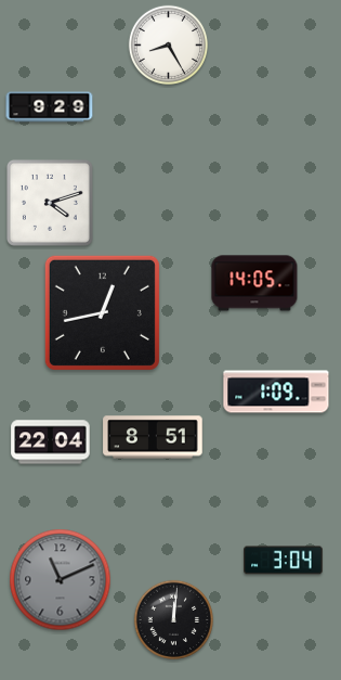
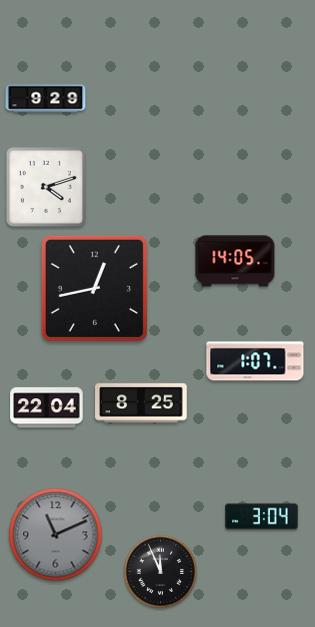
clock at (168, 44): 8:25 -> none
clock at (276, 392): 1:09 -> 1:07
clock at (153, 437): 8:51 -> 8:25
clock at (173, 619): 12:01 -> 11:56
